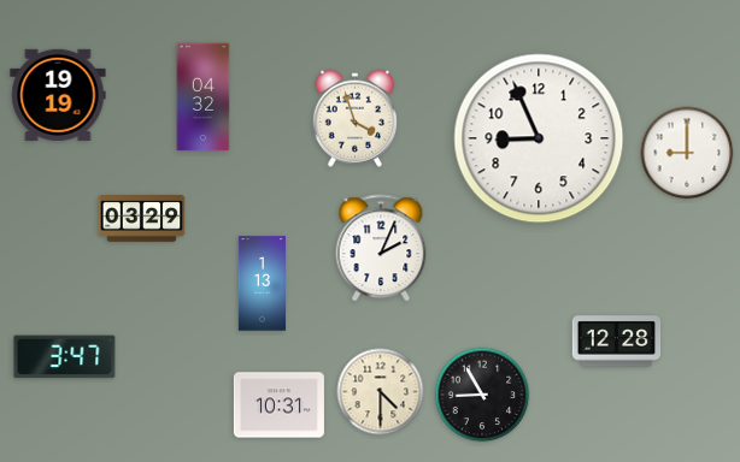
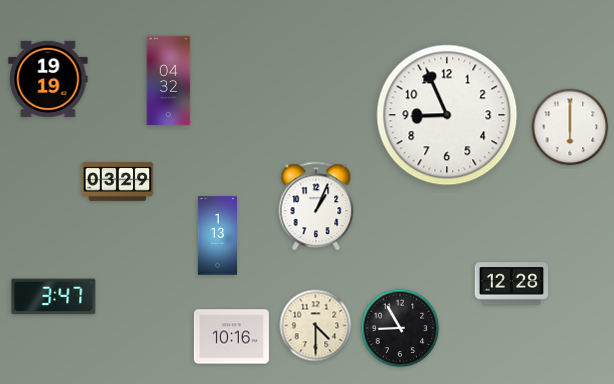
clock at (354, 118): 3:57 -> none
clock at (687, 153): 9:00 -> 6:00
clock at (381, 248): 2:04 -> 1:04
clock at (278, 405): 10:31 -> 10:16
